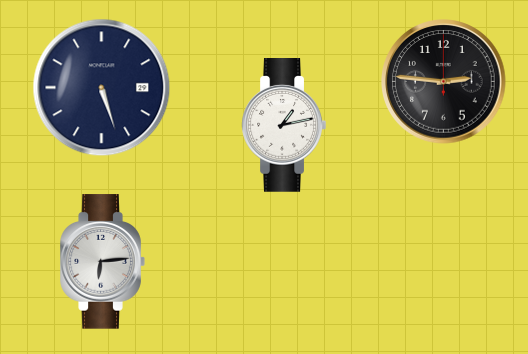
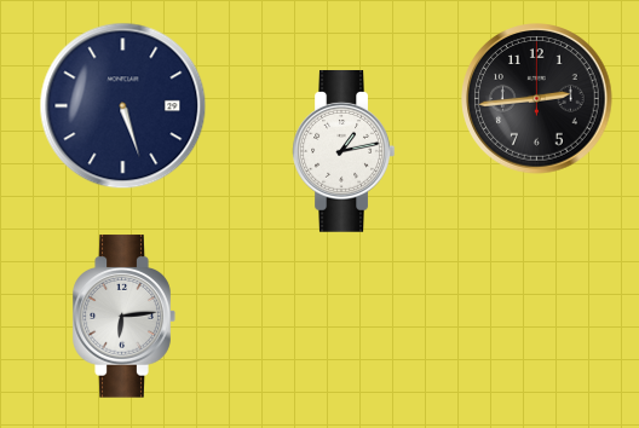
clock at (444, 82): 2:46 -> 2:44
